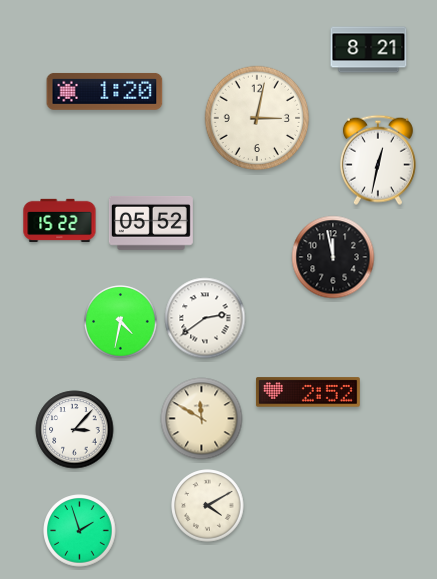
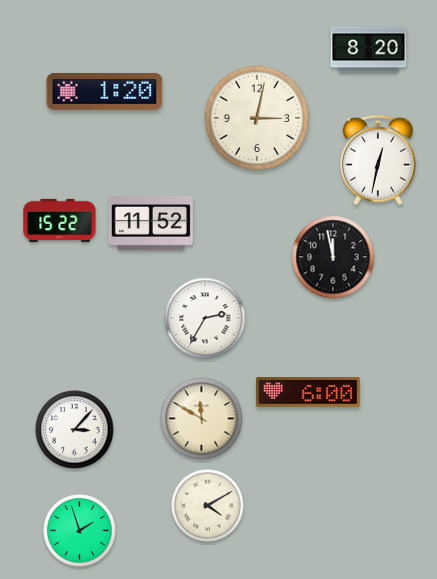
clock at (369, 50): 8:21 -> 8:20
clock at (151, 223): 05:52 -> 11:52
clock at (205, 318): 2:39 -> 2:35
clock at (121, 322): 4:32 -> none
clock at (308, 392): 2:52 -> 6:00
